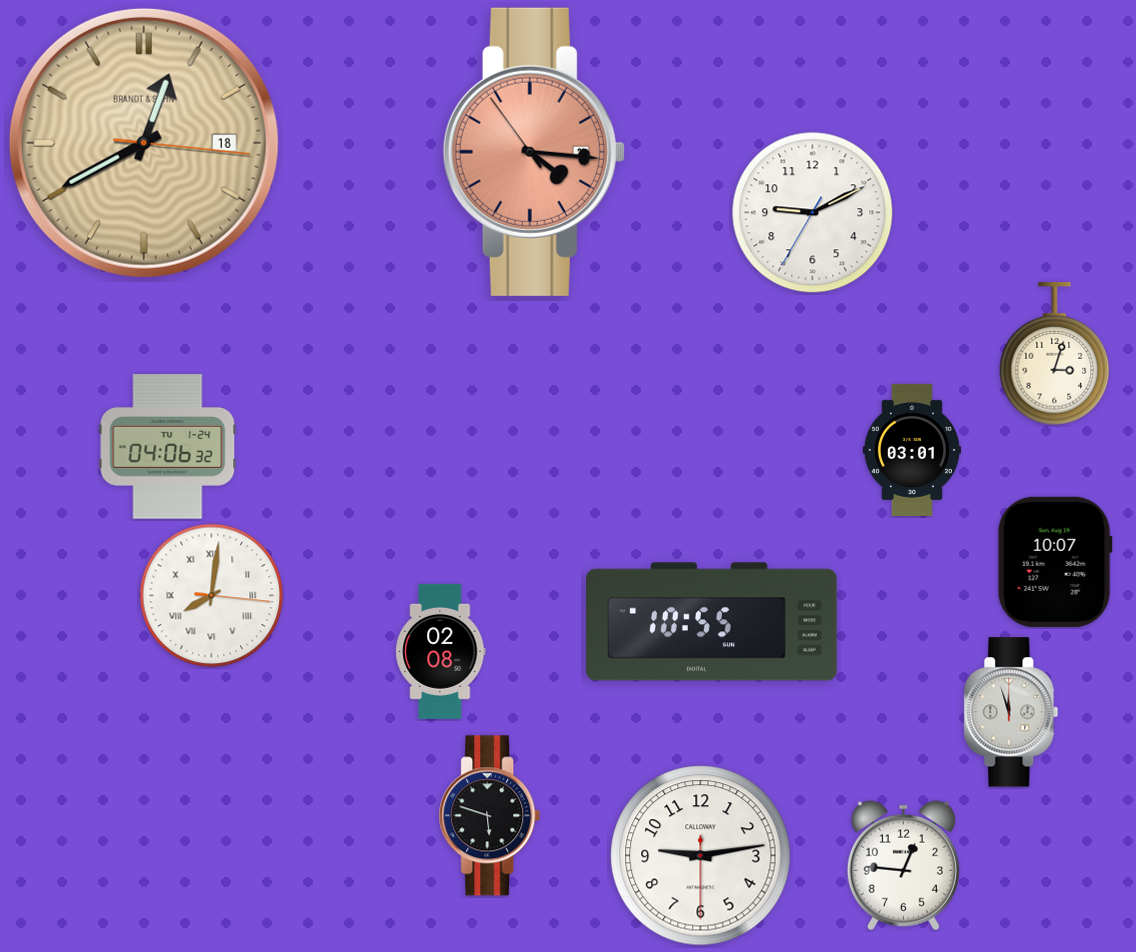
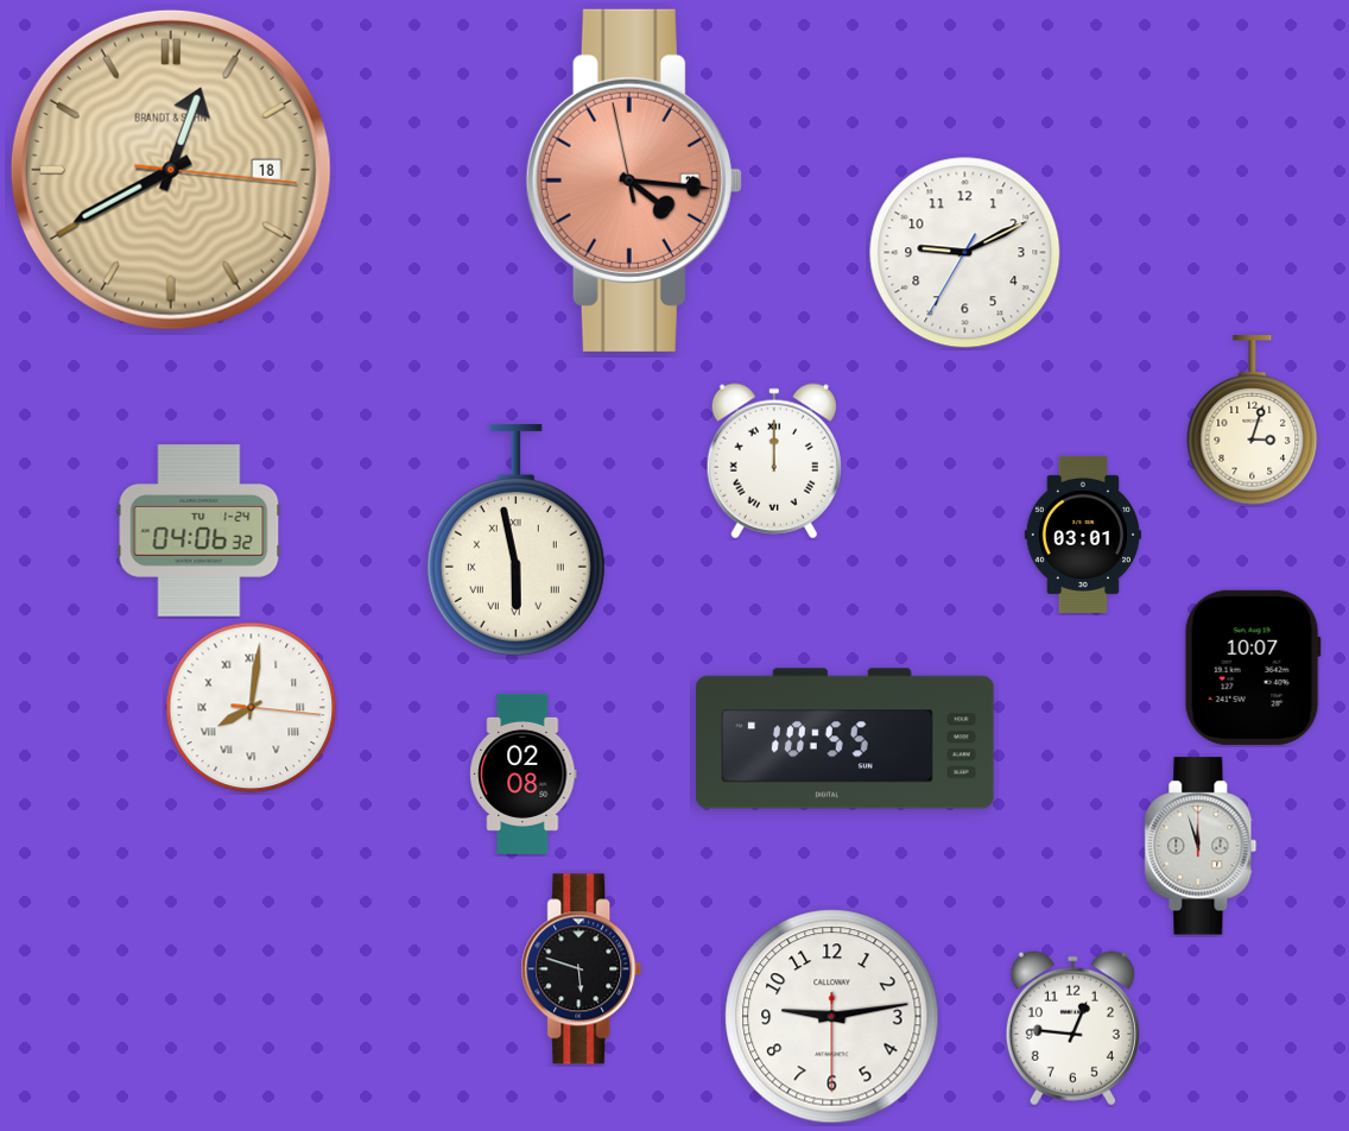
clock at (534, 152): 4:15:54 -> 4:15:58
clock at (774, 461): none -> 12:00
clock at (515, 539): none -> 5:58
